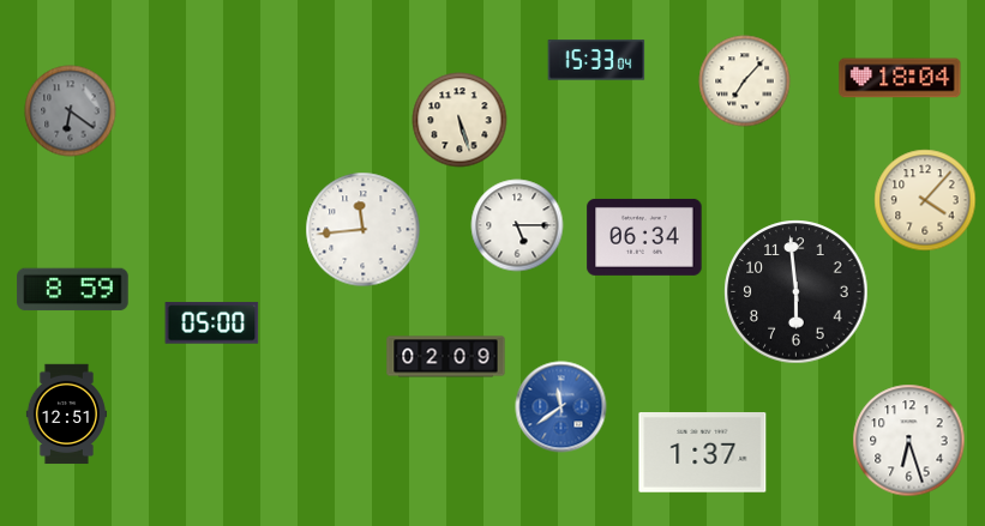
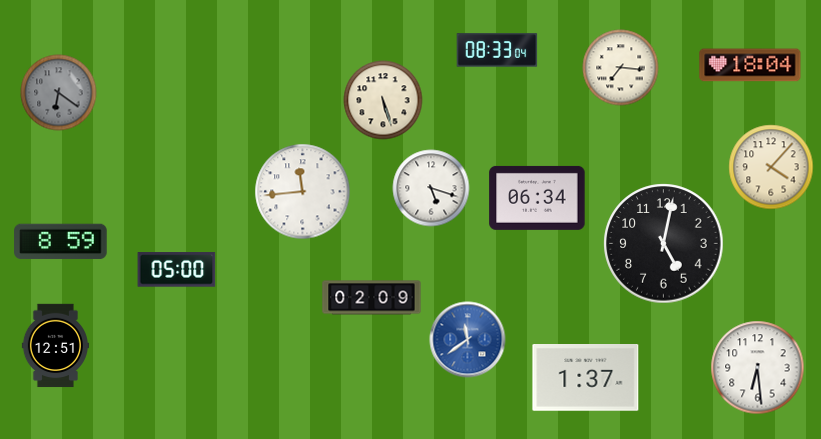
clock at (596, 60): 15:33 -> 08:33
clock at (745, 81): 7:07 -> 7:16
clock at (517, 225): 5:15 -> 5:18
clock at (797, 292): 5:59 -> 5:02
clock at (909, 441): 6:27 -> 6:29
